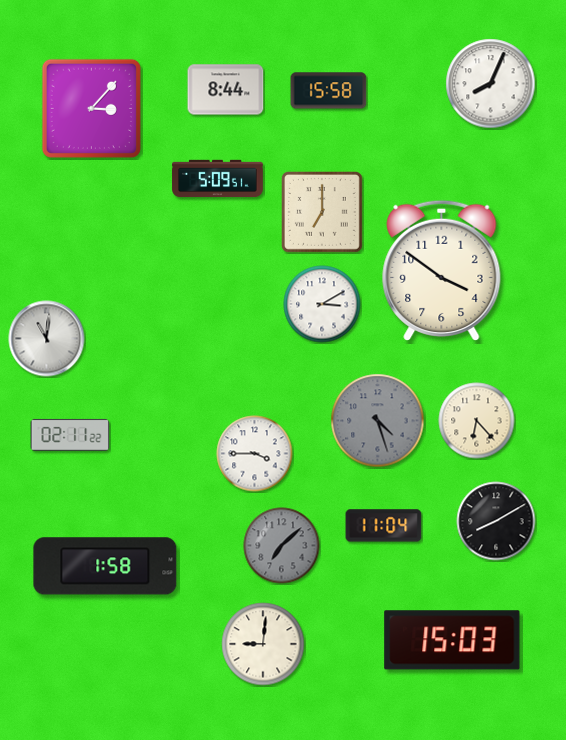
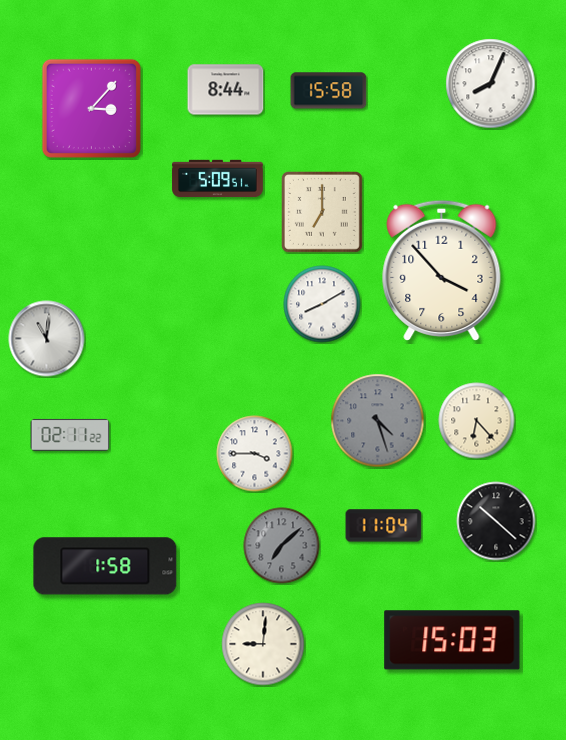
clock at (442, 270): 3:51 -> 3:53
clock at (322, 304): 3:10 -> 8:10
clock at (496, 521): 8:10 -> 10:22
